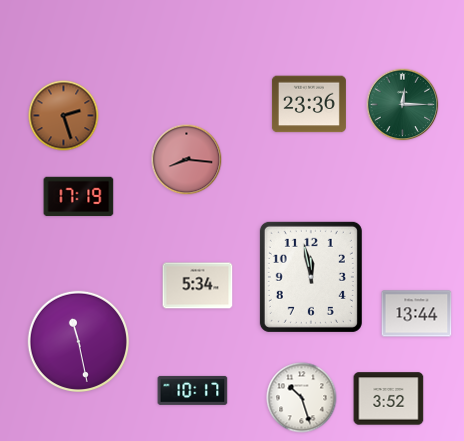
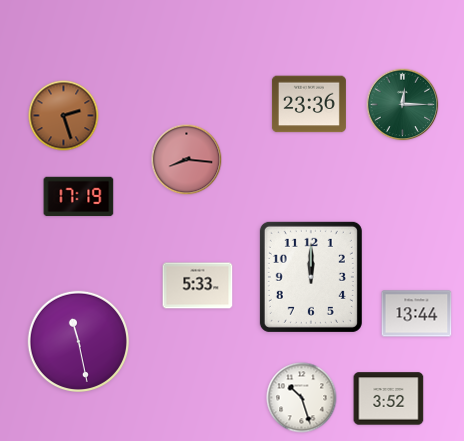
clock at (311, 277): 11:58 -> 12:00
clock at (198, 286): 5:34 -> 5:33
clock at (193, 390): 10:17 -> none
